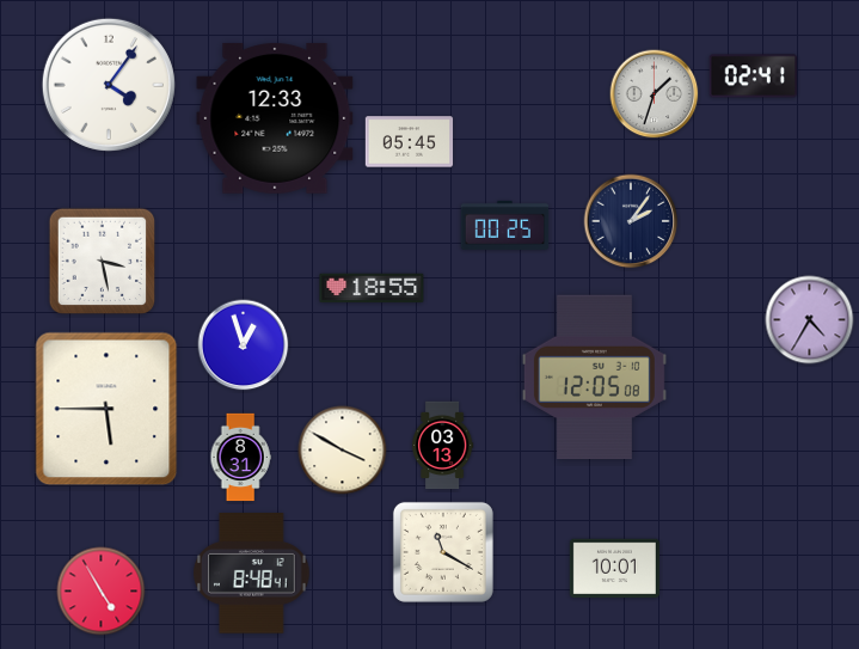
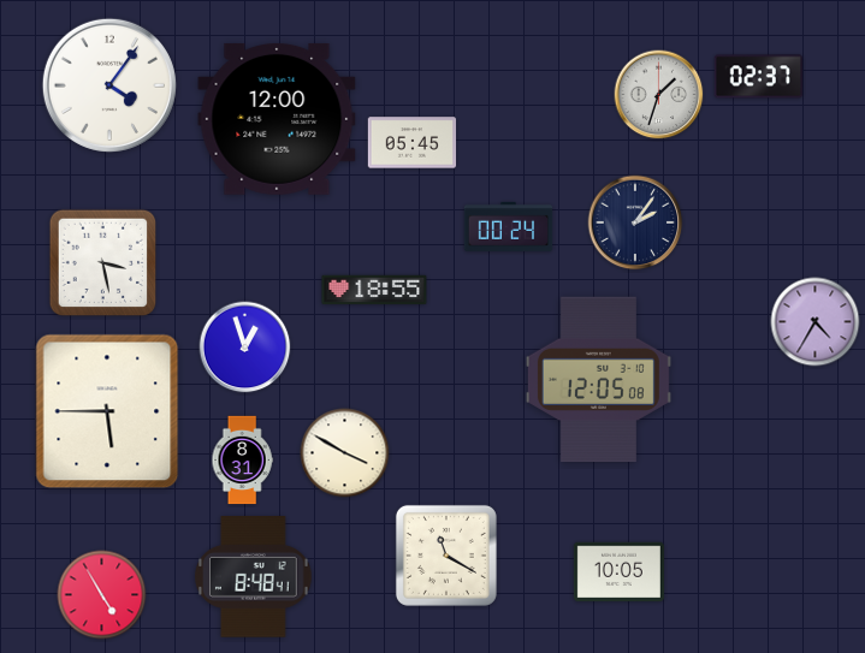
clock at (753, 76): 02:41 -> 02:37
clock at (275, 118): 12:33 -> 12:00
clock at (505, 225): 00:25 -> 00:24
clock at (443, 446): 03:13 -> none
clock at (614, 569): 10:01 -> 10:05
